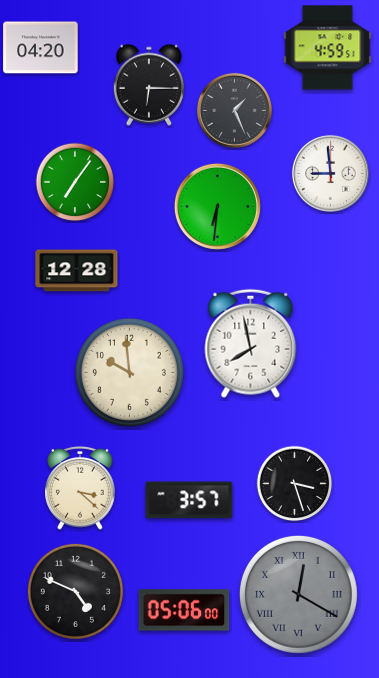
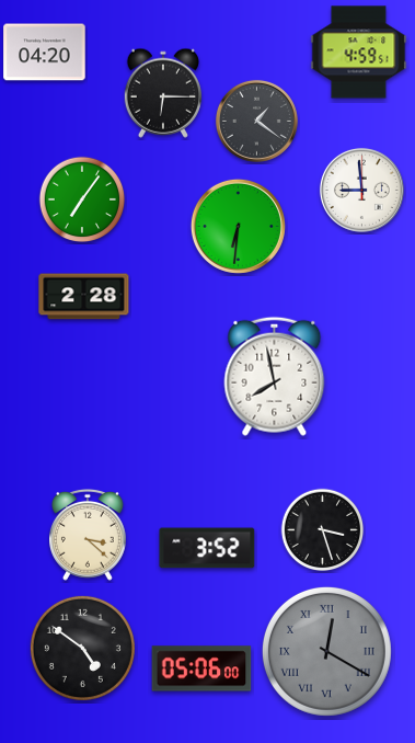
clock at (234, 110): 1:26 -> 1:21
clock at (77, 271): 12:28 -> 2:28
clock at (129, 372): 9:59 -> none
clock at (189, 500): 3:57 -> 3:52
clock at (75, 591): 4:49 -> 4:51
